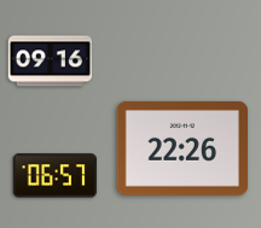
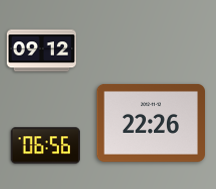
clock at (51, 62): 09:16 -> 09:12
clock at (56, 176): 06:57 -> 06:56
